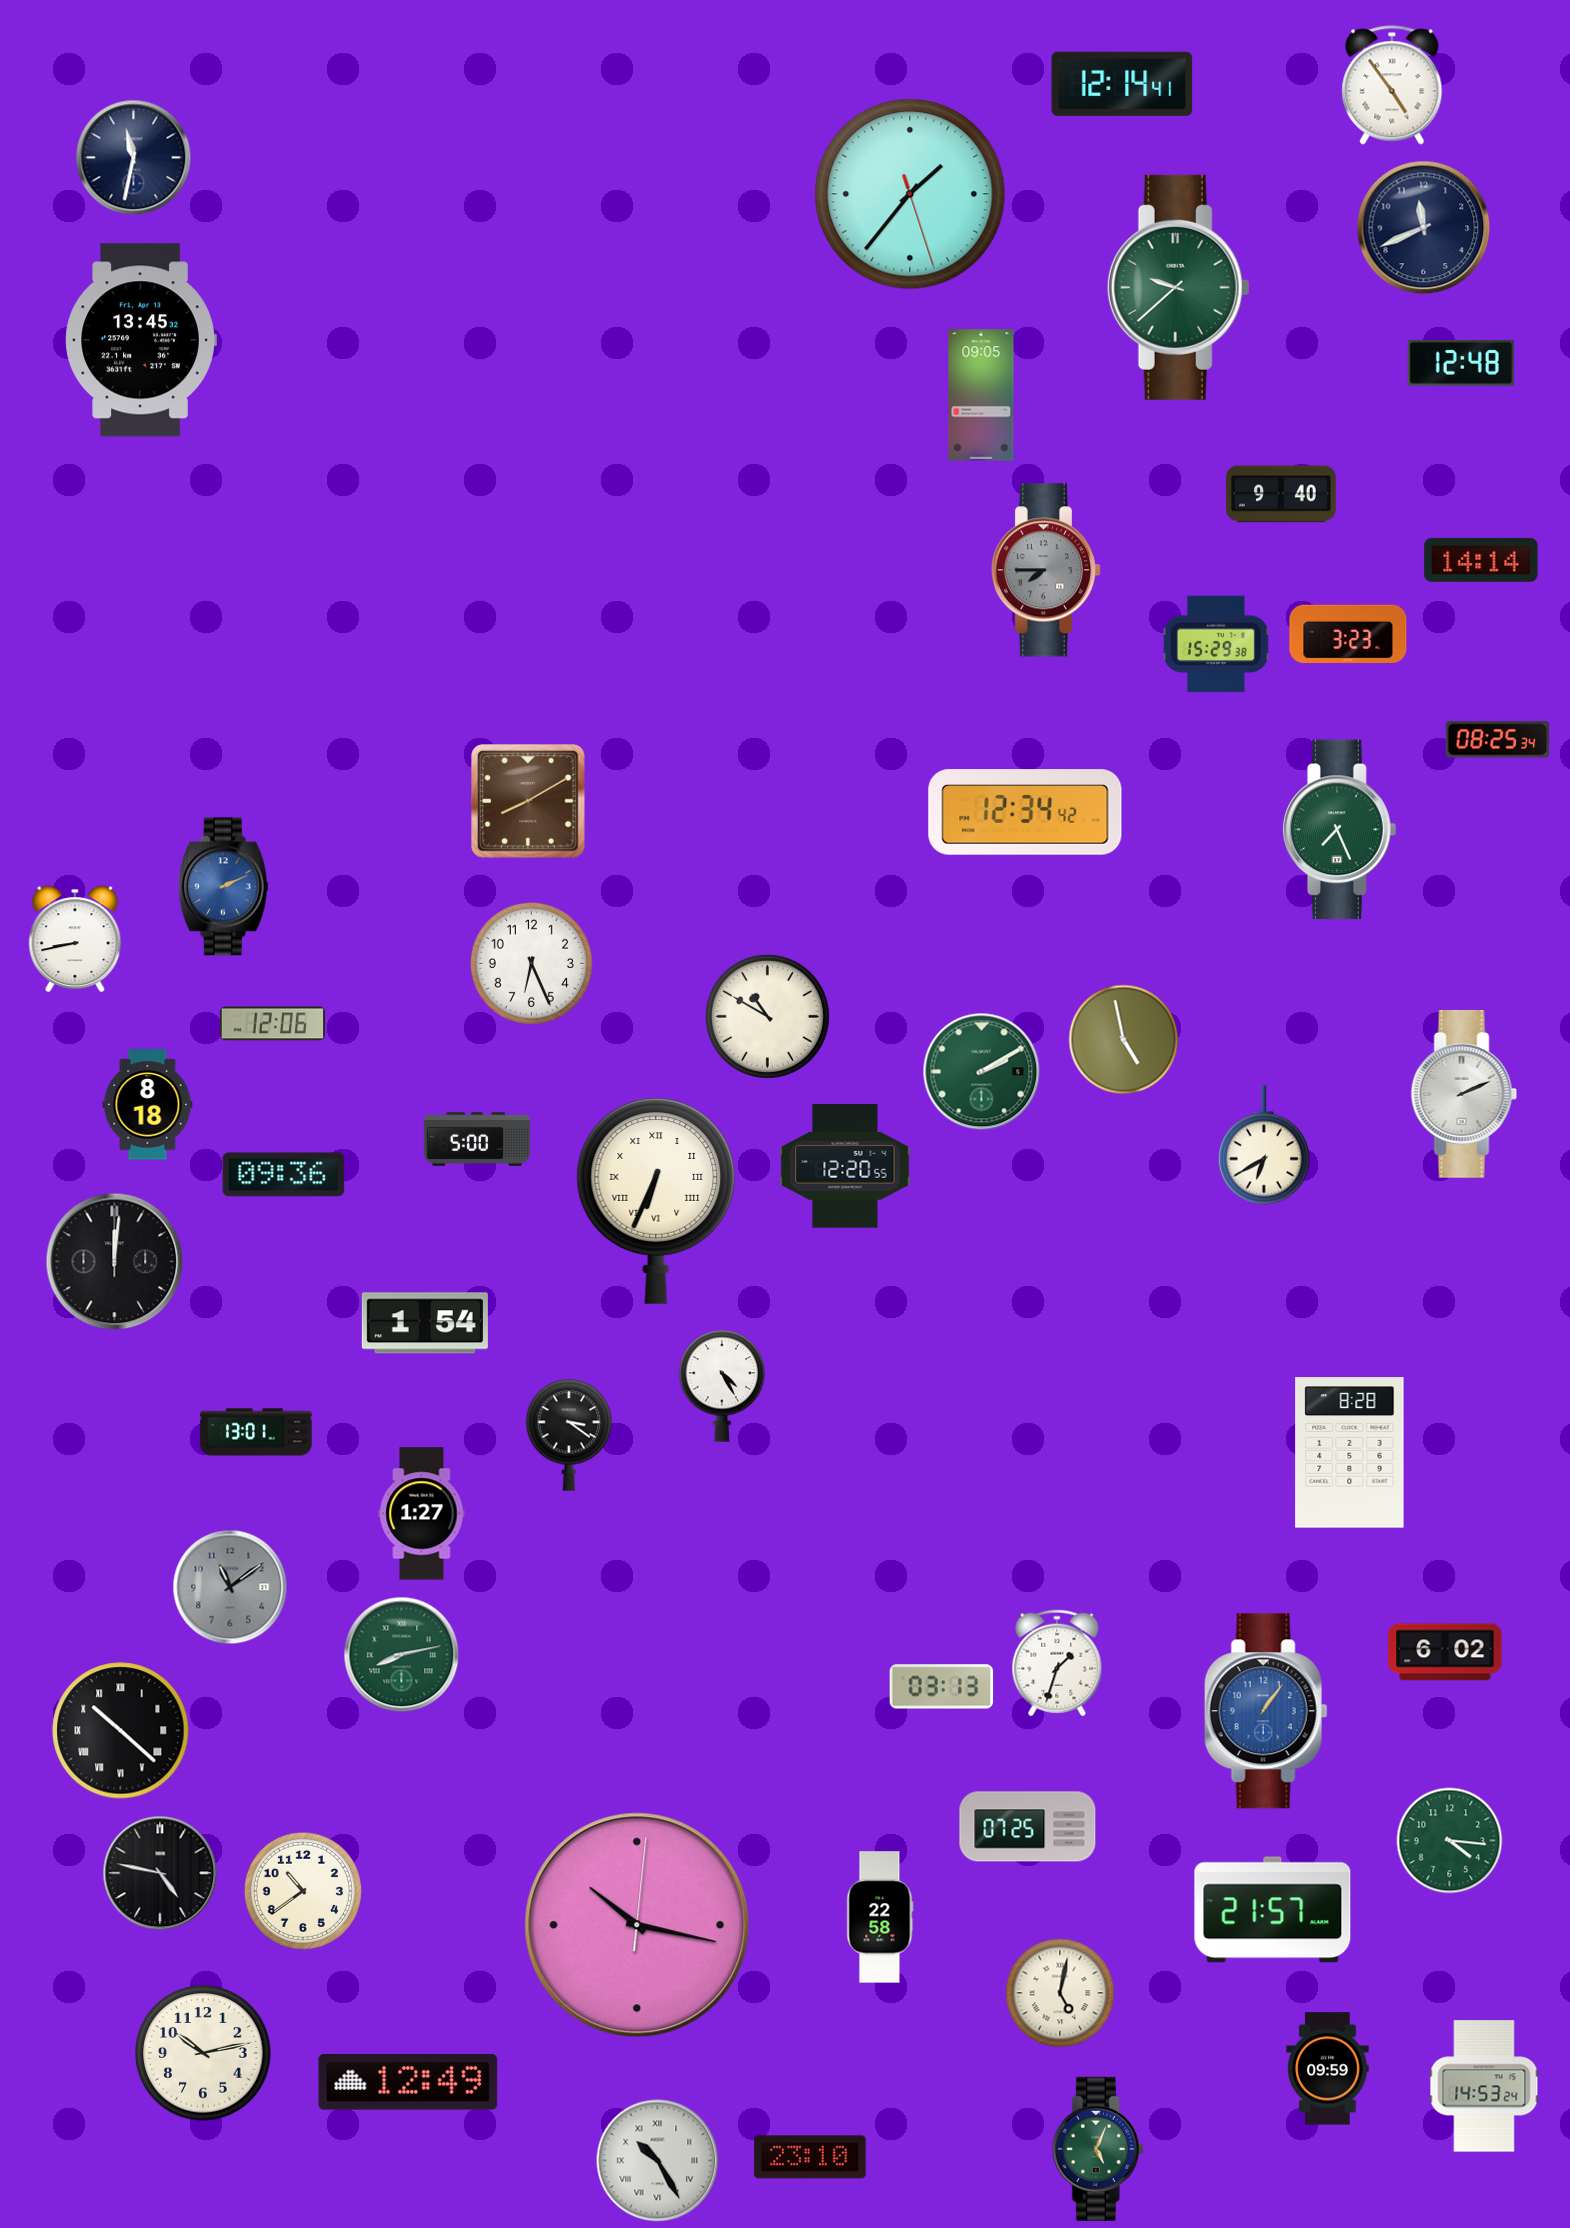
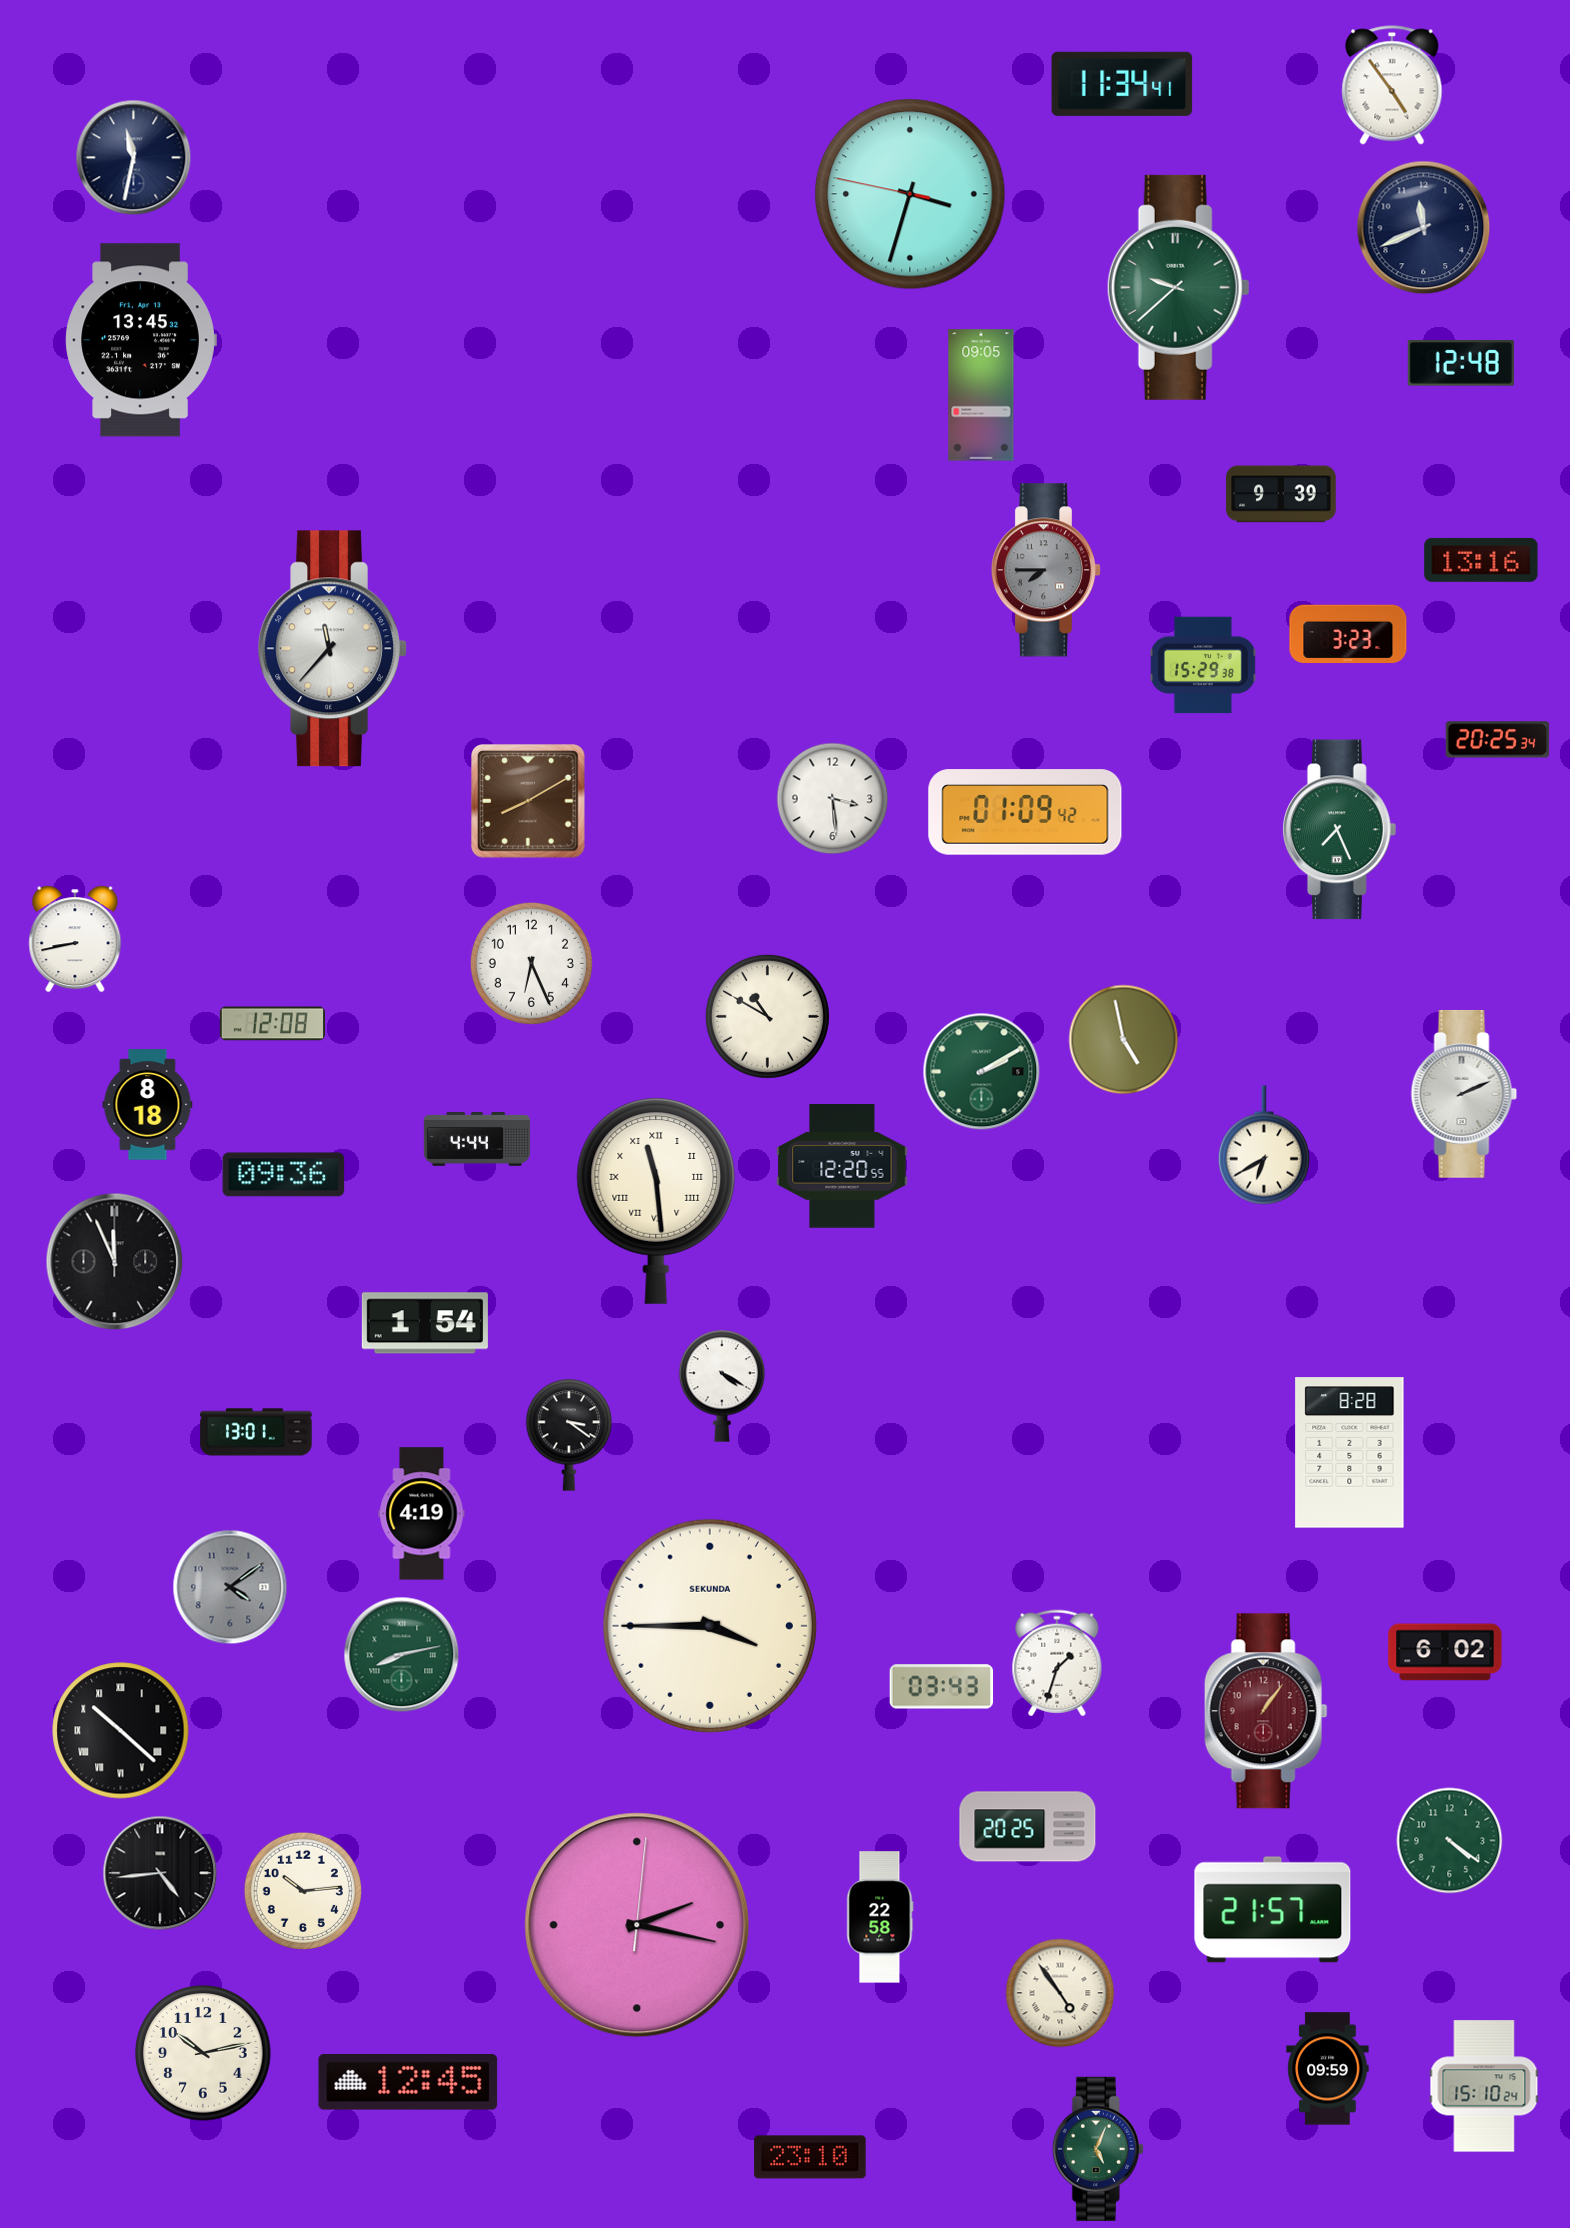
clock at (1122, 84): 12:14 -> 11:34
clock at (910, 194): 1:36 -> 3:32
clock at (1281, 494): 9:40 -> 9:39
clock at (1481, 560): 14:14 -> 13:16
clock at (1216, 644) position: (1216, 644) -> (1203, 665)
clock at (333, 649): none -> 11:37
clock at (1498, 740): 08:25 -> 20:25
clock at (833, 799): none -> 3:29
clock at (1025, 812): 12:34 -> 01:09
clock at (223, 887): 2:11 -> none
clock at (272, 1024): 12:06 -> 12:08
clock at (477, 1140): 5:00 -> 4:44
clock at (845, 1166) position: (845, 1166) -> (842, 1166)
clock at (656, 1201): 6:34 -> 11:29
clock at (115, 1262): 12:01 -> 11:56
clock at (722, 1386): 4:25 -> 4:20
clock at (422, 1514): 1:27 -> 4:19
clock at (230, 1587): 11:09 -> 4:09
clock at (710, 1626): none -> 3:45
clock at (942, 1687): 03:13 -> 03:43
clock at (1266, 1711) dial: blue -> burgundy
clock at (1028, 1827): 07:25 -> 20:25
clock at (1450, 1841): 4:16 -> 4:21
clock at (160, 1873): 4:47 -> 4:44
clock at (302, 1890): 10:39 -> 10:14
clock at (637, 1925): 10:17 -> 2:17
clock at (1060, 1993): 5:02 -> 4:54
clock at (408, 2083): 12:49 -> 12:45
clock at (1484, 2086): 14:53 -> 15:10
clock at (658, 2161): 10:25 -> none
